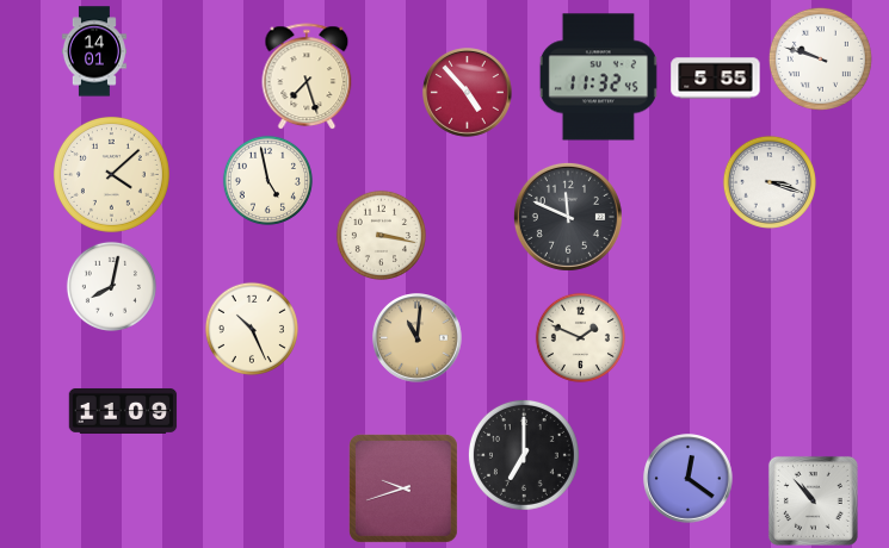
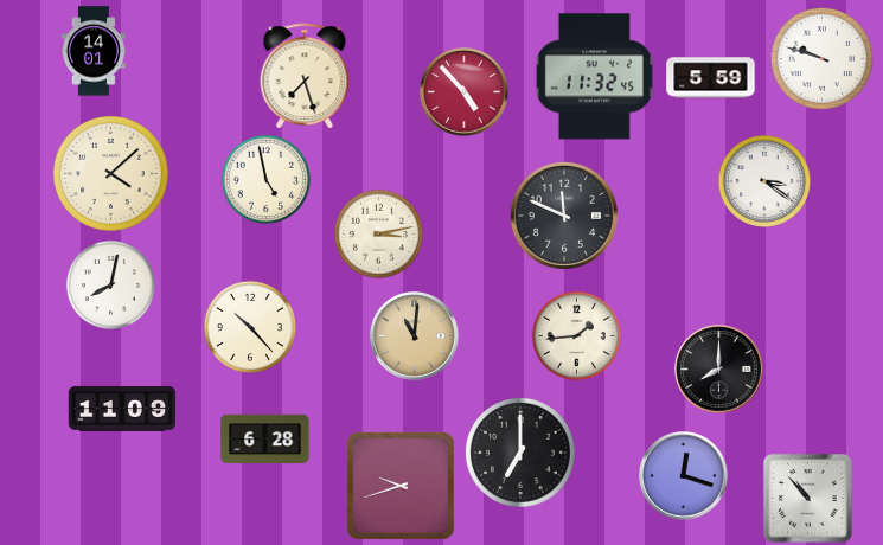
clock at (820, 58) position: (820, 58) -> (821, 58)
clock at (716, 79): 5:55 -> 5:59
clock at (770, 182): 3:18 -> 3:21
clock at (381, 235): 3:17 -> 3:13
clock at (252, 329): 10:26 -> 10:23
clock at (580, 337): 1:49 -> 1:44
clock at (719, 370): none -> 8:00
clock at (265, 440): none -> 6:28
clock at (689, 479): 12:21 -> 12:18
